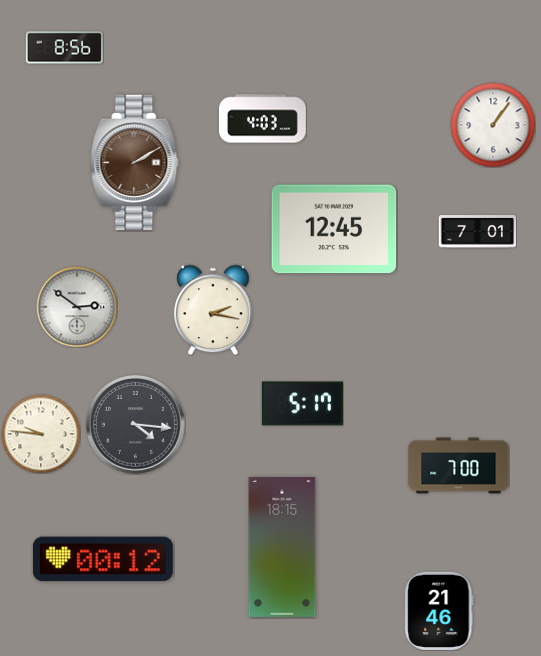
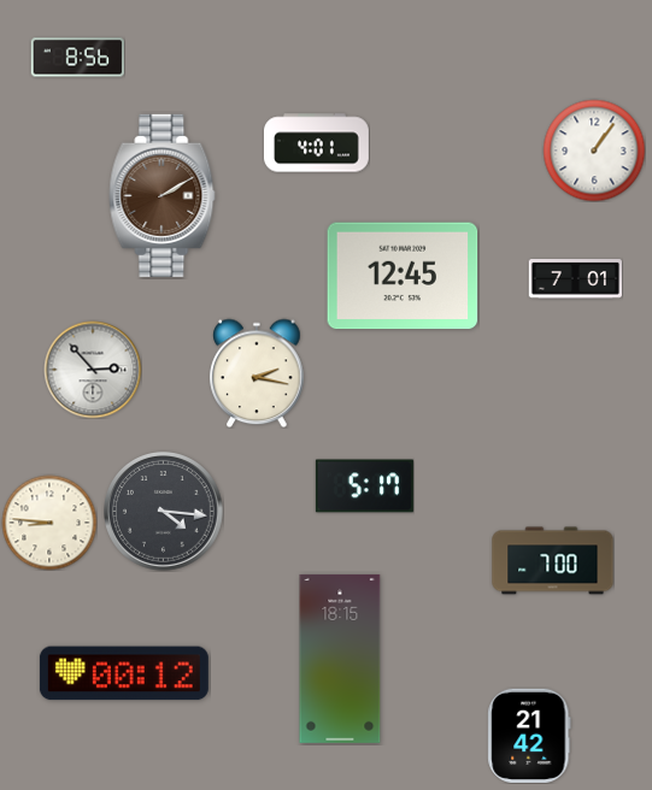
clock at (263, 119): 4:03 -> 4:01
clock at (77, 307): 2:51 -> 2:53
clock at (41, 434): 9:46 -> 8:46
clock at (439, 611): 21:46 -> 21:42
